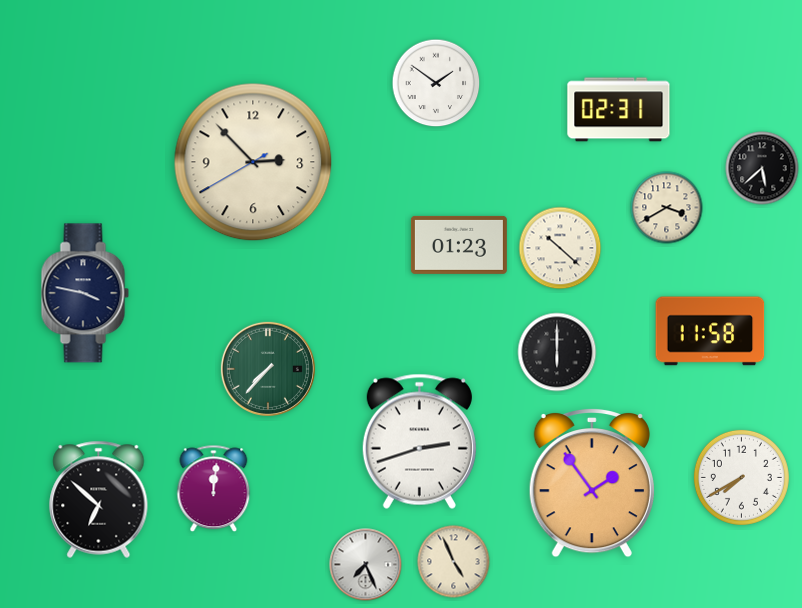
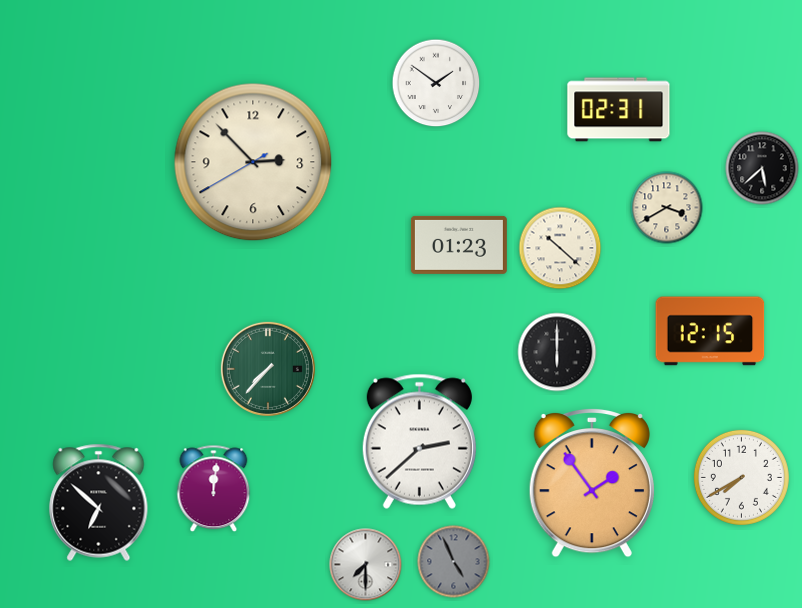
clock at (85, 293): 3:47 -> none
clock at (710, 331): 11:58 -> 12:15
clock at (419, 441): 2:42 -> 2:38
clock at (99, 499) position: (99, 499) -> (99, 502)
clock at (454, 562) dial: cream -> grey
clock at (366, 565): 7:26 -> 7:30
